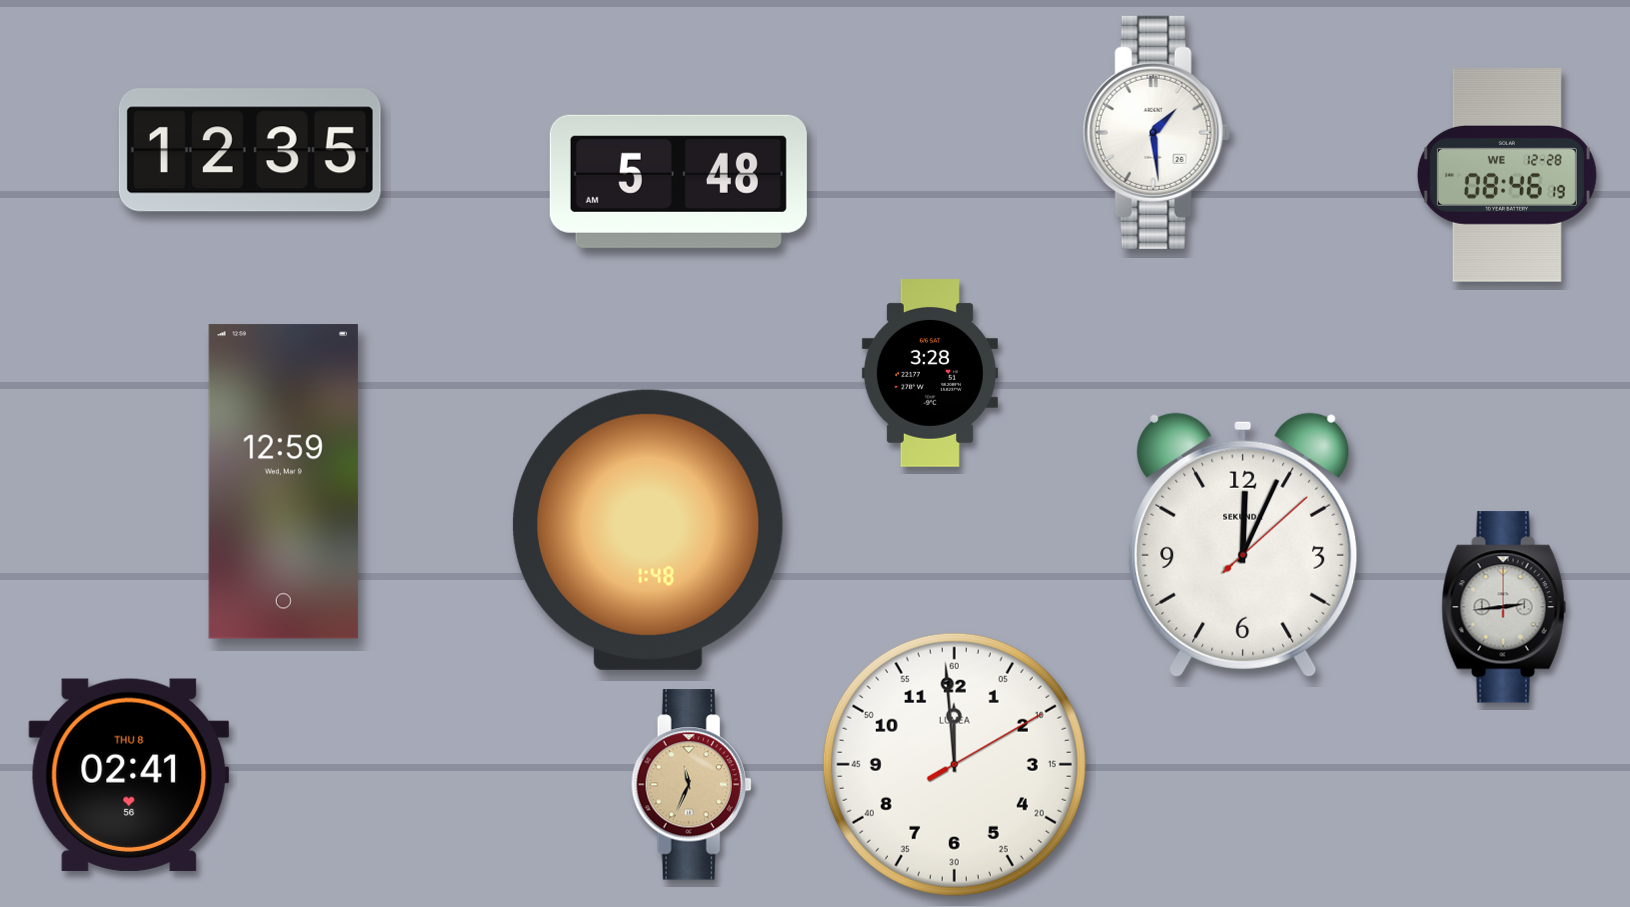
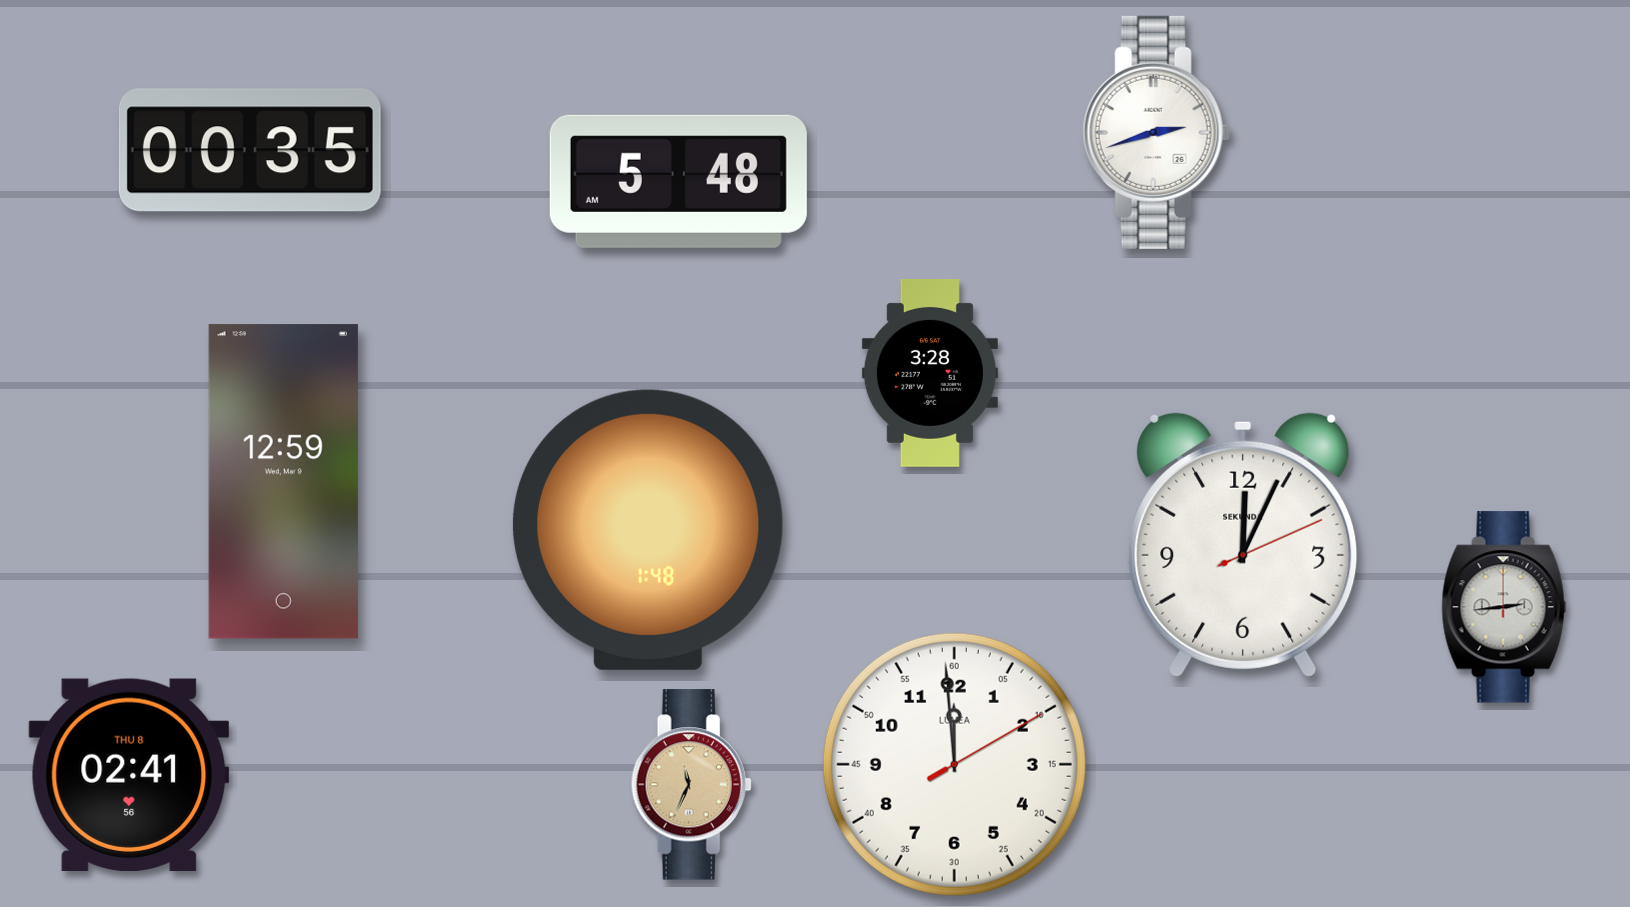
clock at (1156, 132): 1:29 -> 2:42
clock at (250, 150): 12:35 -> 00:35
clock at (1507, 175): 08:46 -> none
clock at (1243, 545): 12:04:08 -> 12:04:11
